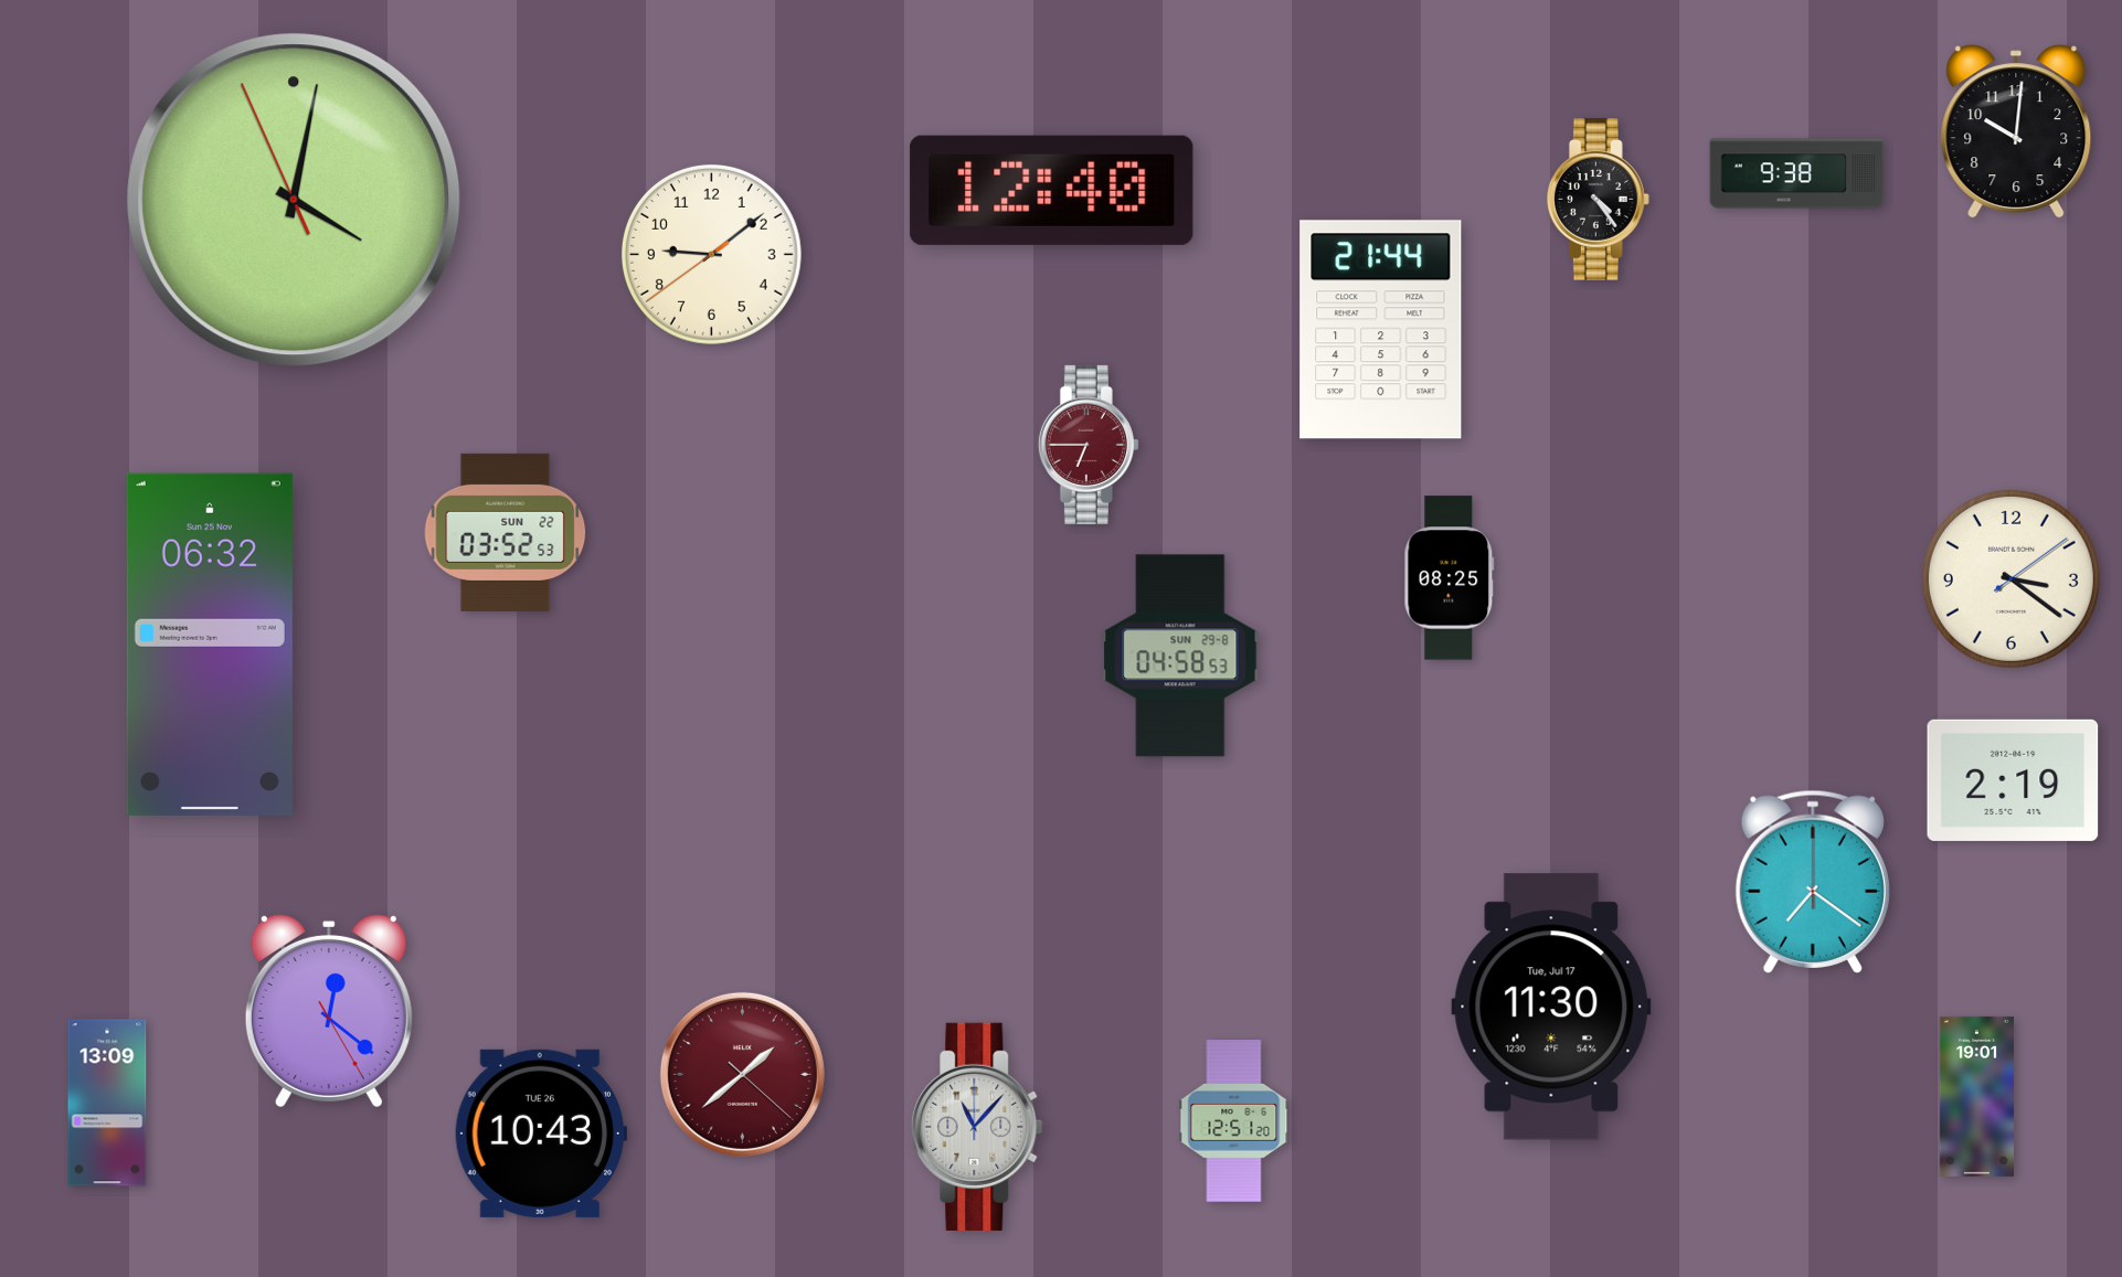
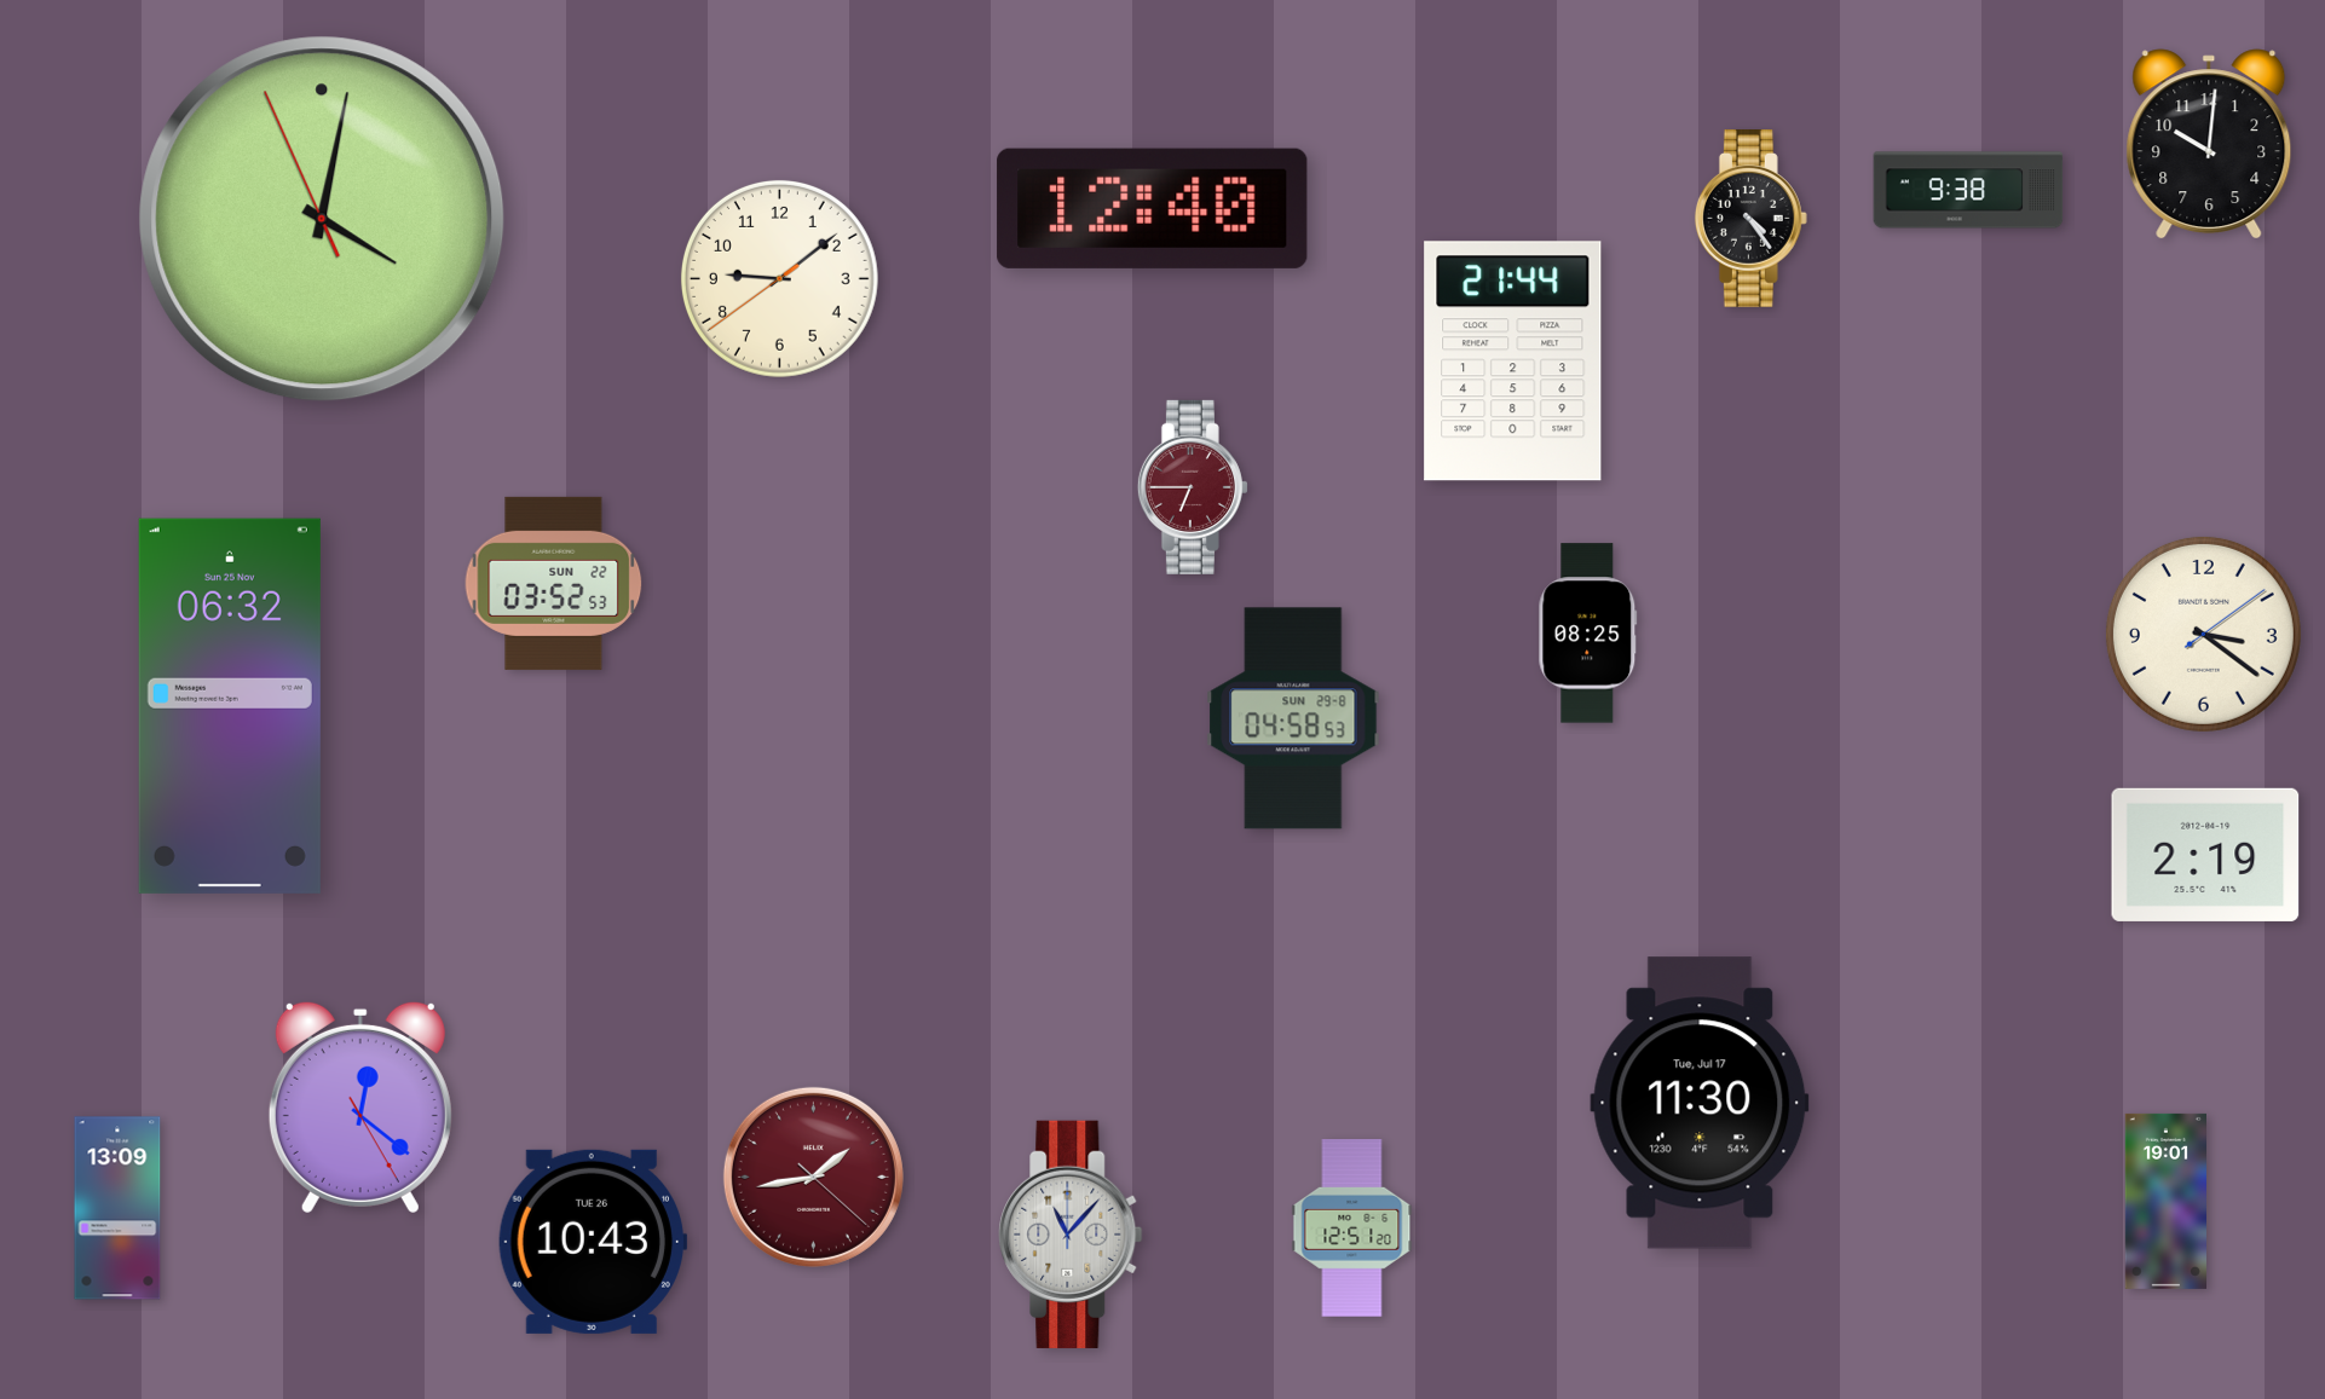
clock at (1813, 882): 7:21 -> none
clock at (742, 1074): 1:38 -> 1:43
